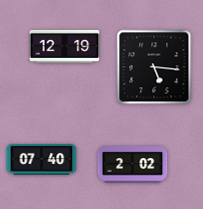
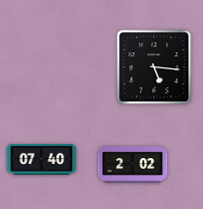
clock at (65, 46): 12:19 -> none
